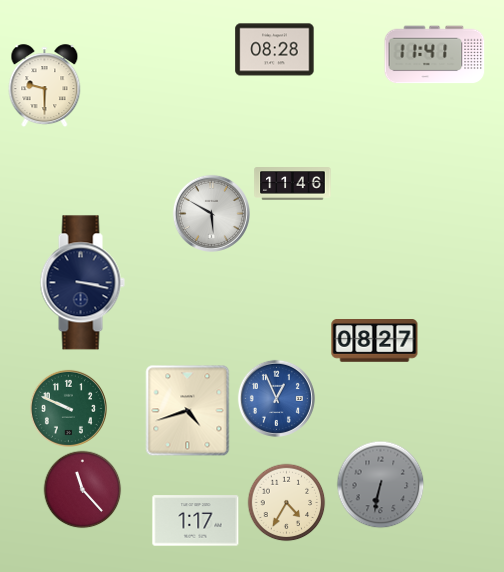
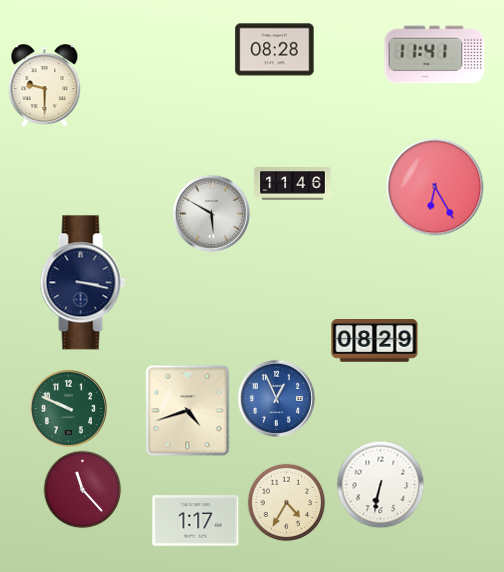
clock at (435, 187): none -> 6:25
clock at (375, 341): 08:27 -> 08:29
clock at (380, 484) dial: grey -> white
